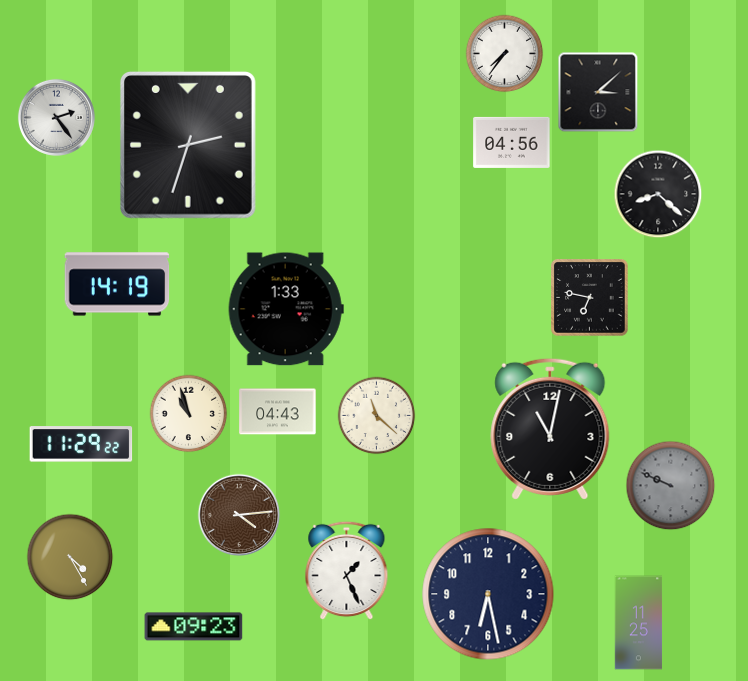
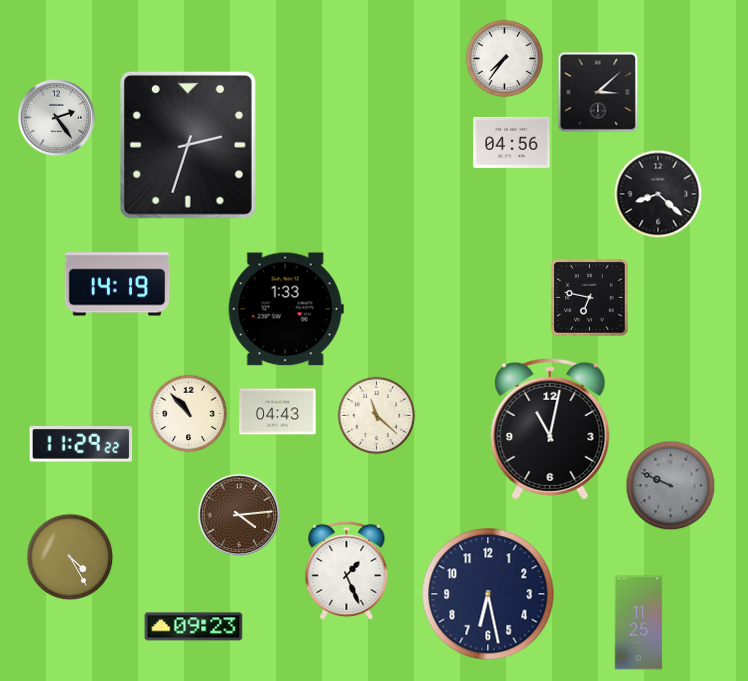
clock at (504, 53) position: (504, 53) -> (504, 58)
clock at (188, 413): 10:57 -> 10:53
